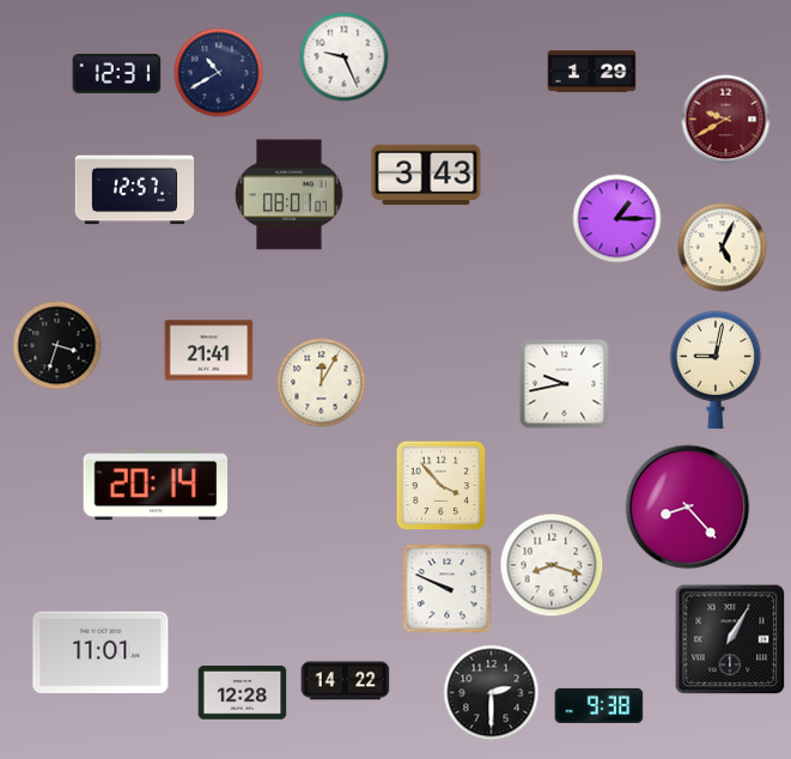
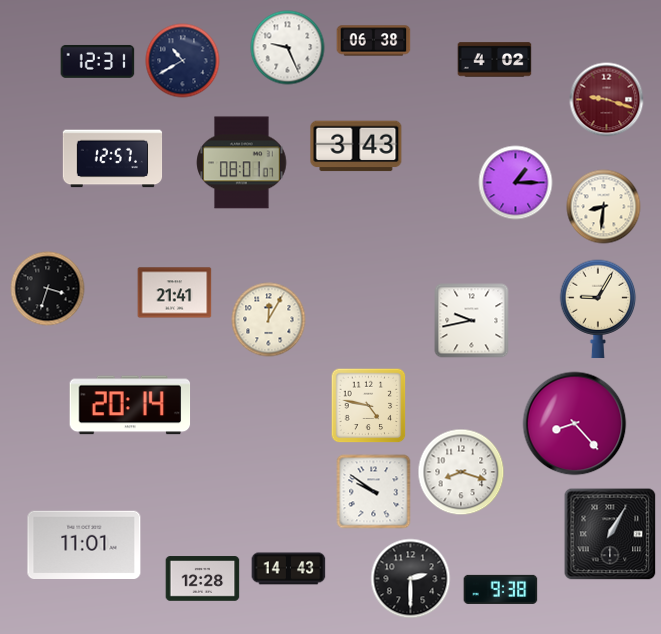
clock at (374, 41): none -> 06:38
clock at (592, 72): 1:29 -> 4:02
clock at (726, 120): 9:40 -> 9:18
clock at (723, 248): 5:04 -> 8:31
clock at (716, 370): 9:02 -> 9:05
clock at (442, 486): 3:53 -> 4:47
clock at (448, 589): 9:49 -> 9:51
clock at (346, 681): 14:22 -> 14:43
